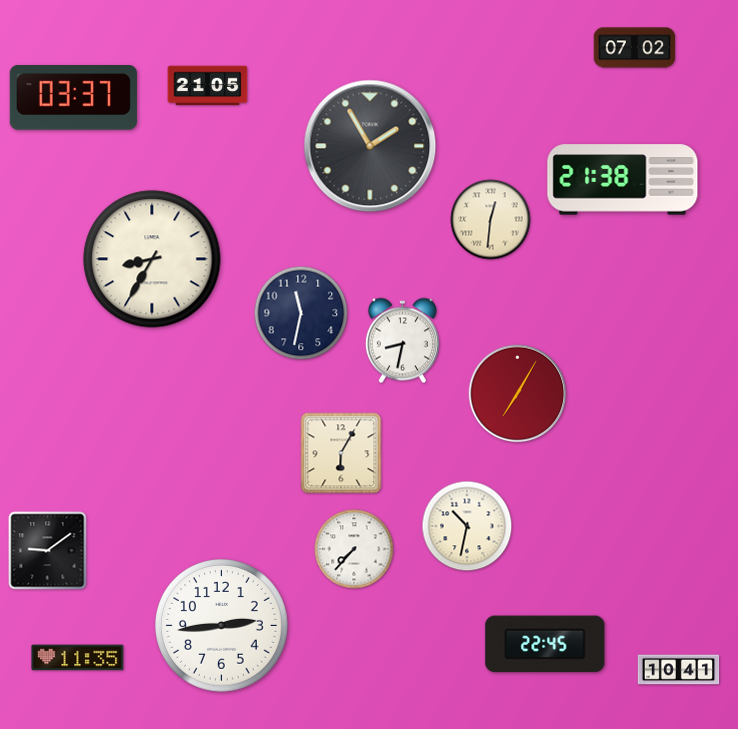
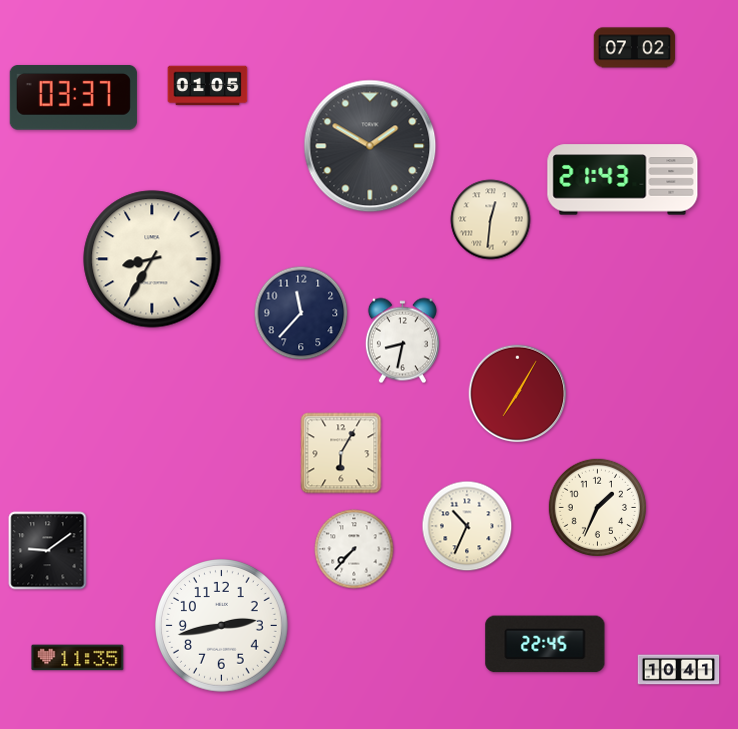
clock at (208, 86): 21:05 -> 01:05
clock at (370, 146): 1:55 -> 1:50
clock at (623, 180): 21:38 -> 21:43
clock at (301, 313): 11:32 -> 11:37
clock at (597, 507): none -> 1:34
clock at (467, 526): 10:32 -> 10:34
clock at (222, 626): 2:44 -> 2:43
